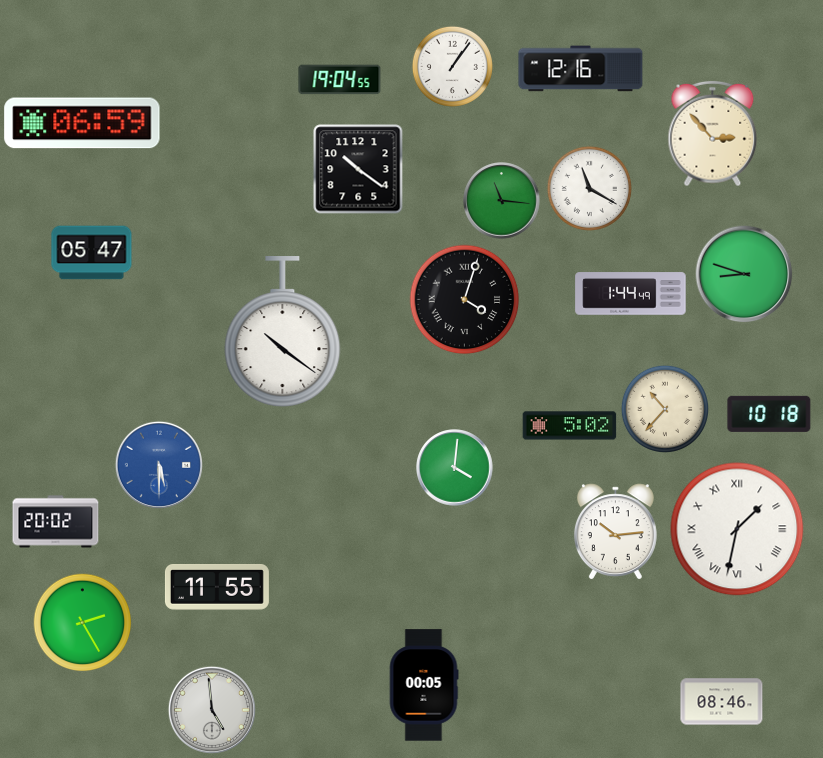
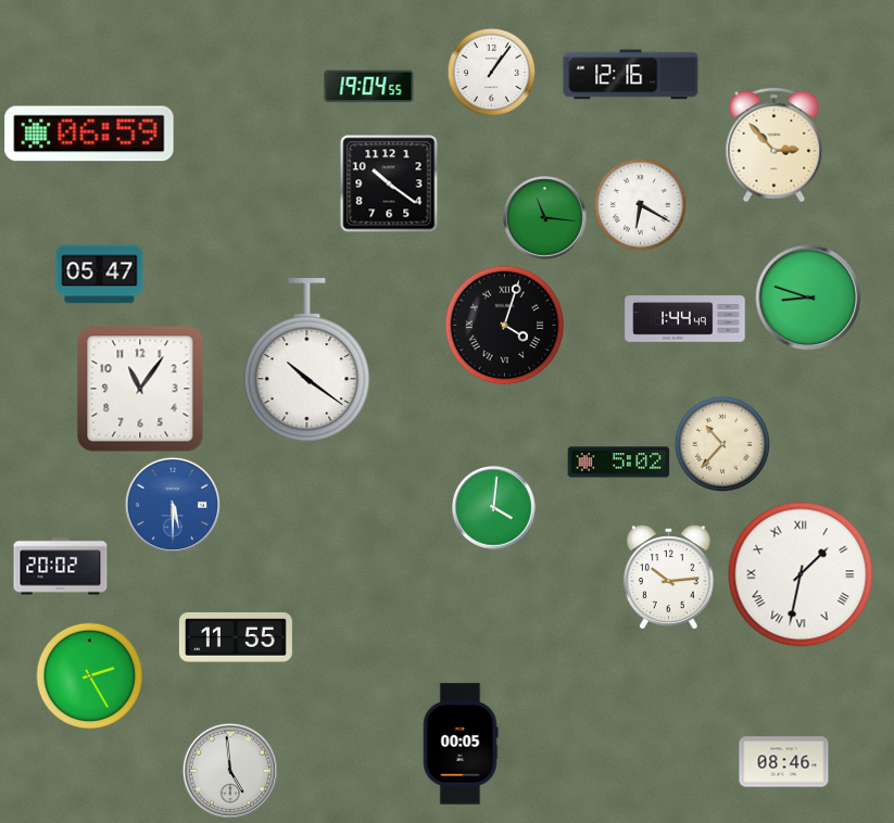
clock at (589, 188): 11:20 -> 6:20
clock at (140, 389): none -> 11:06
clock at (769, 414): 10:18 -> none
